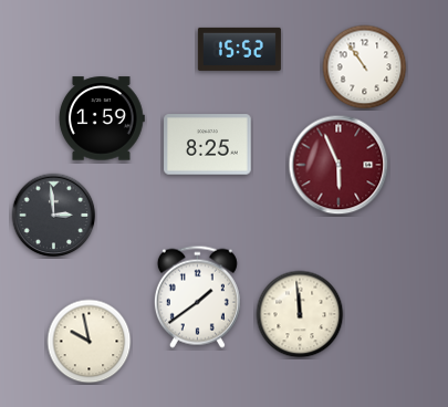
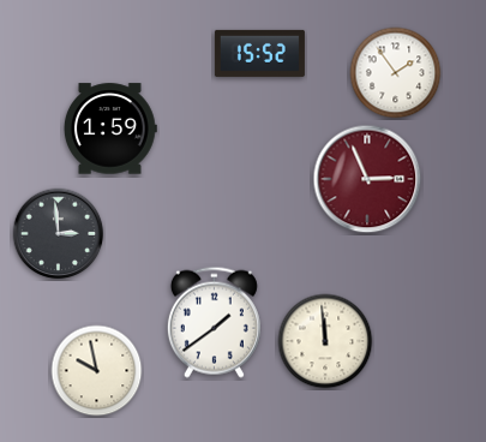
clock at (365, 67): 10:54 -> 1:54
clock at (208, 145): 8:25 -> none
clock at (338, 165): 5:56 -> 2:56
